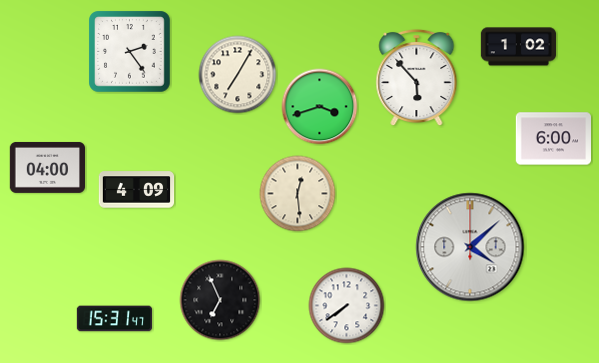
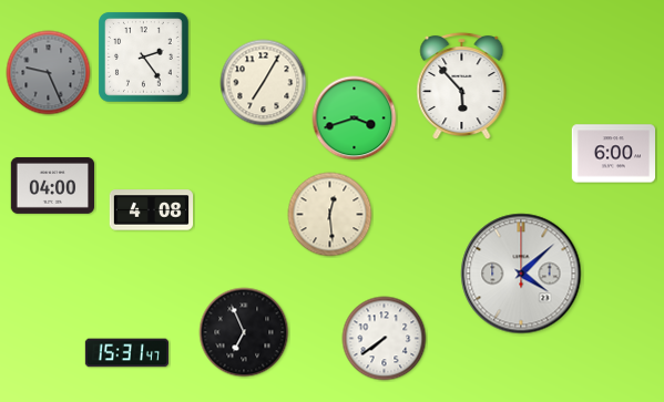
clock at (519, 47): 1:02 -> none
clock at (49, 73): none -> 9:26
clock at (137, 190): 4:09 -> 4:08
